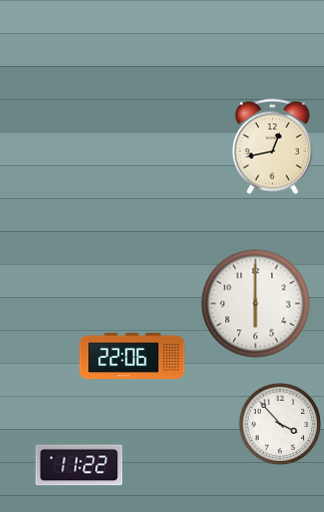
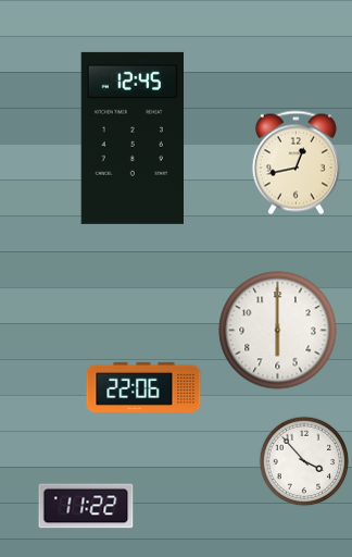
clock at (131, 138): none -> 12:45
clock at (272, 147) position: (272, 147) -> (296, 163)
